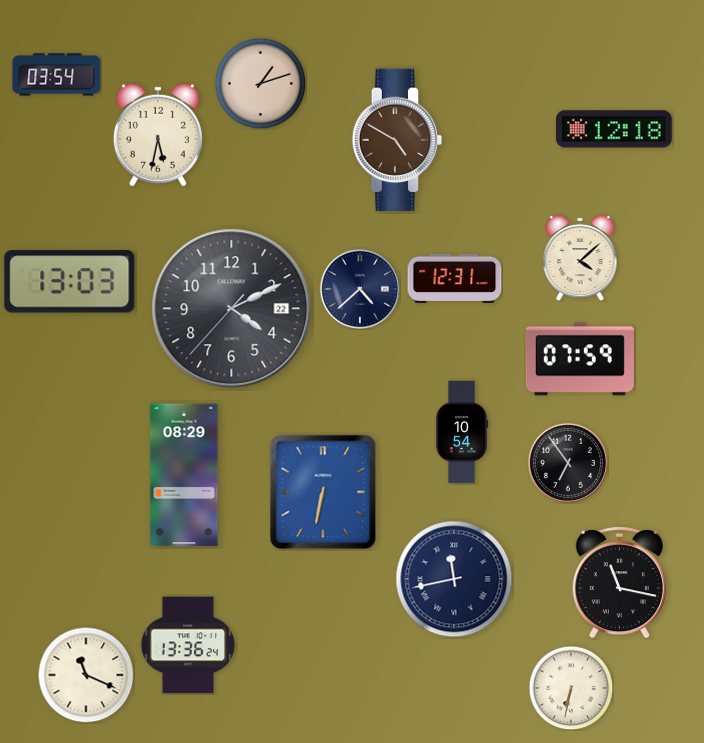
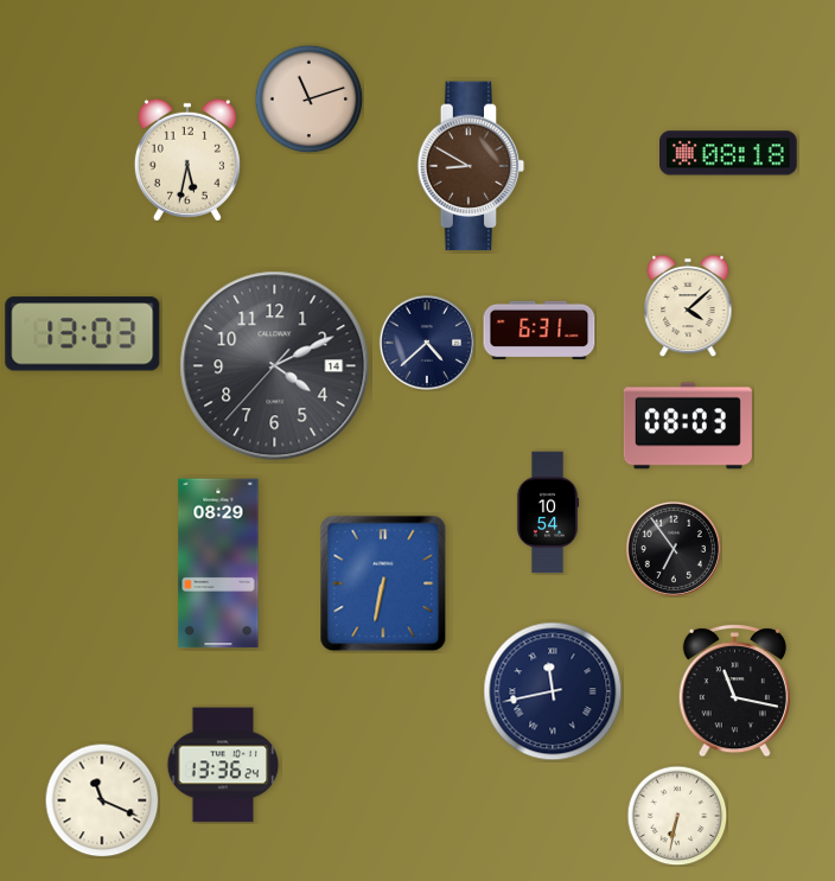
clock at (57, 75): 03:54 -> none
clock at (260, 83): 1:12 -> 11:12
clock at (615, 129): 12:18 -> 08:18
clock at (397, 140): 4:50 -> 8:50
clock at (455, 278): 12:31 -> 6:31
clock at (232, 309) date: 22 -> 14
clock at (580, 359): 07:59 -> 08:03
clock at (454, 579) position: (454, 579) -> (553, 691)
